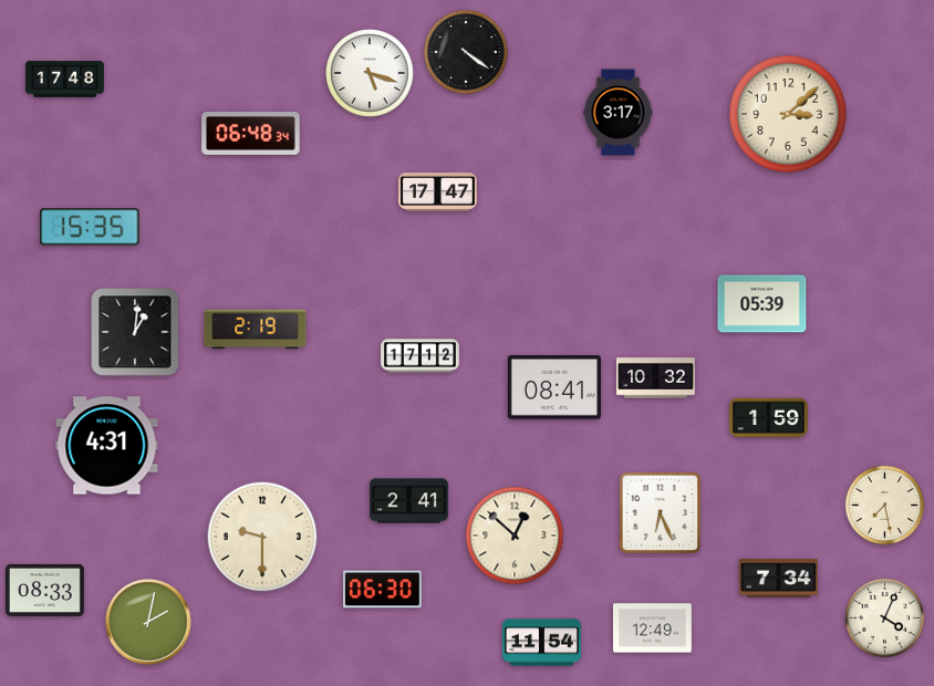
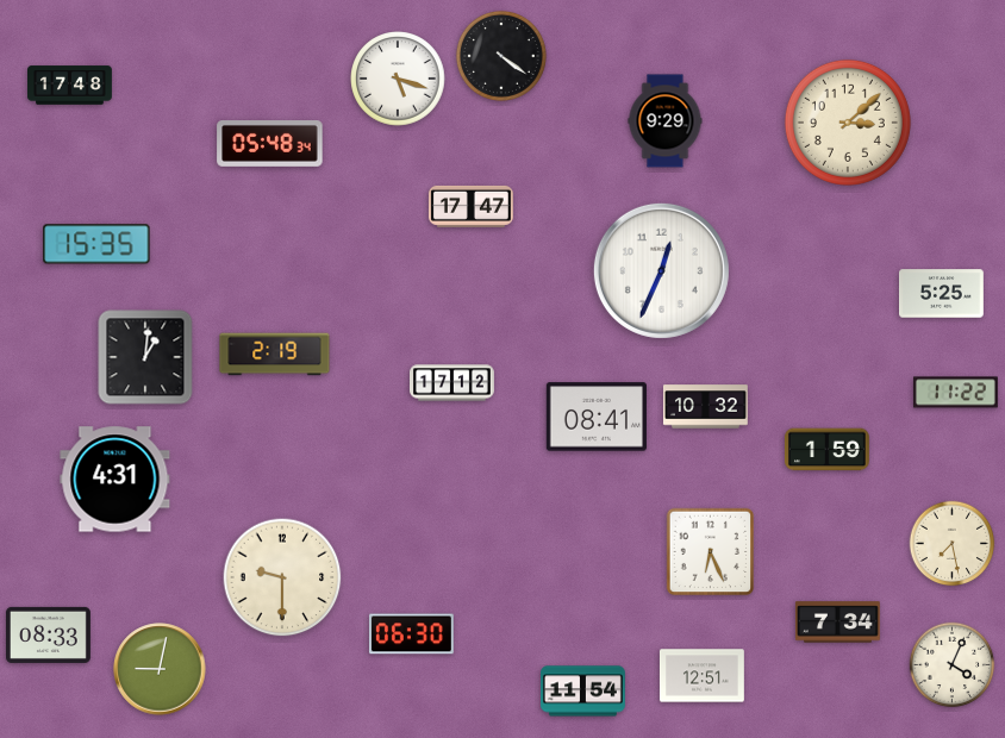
clock at (619, 113): 3:17 -> 9:29
clock at (251, 134): 06:48 -> 05:48
clock at (661, 270): none -> 12:34
clock at (942, 294): none -> 5:25
clock at (762, 304): 05:39 -> none
clock at (955, 393): none -> 11:22
clock at (409, 501): 2:41 -> none
clock at (515, 536): 12:52 -> none
clock at (148, 622): 2:02 -> 9:02
clock at (653, 628): 12:49 -> 12:51
